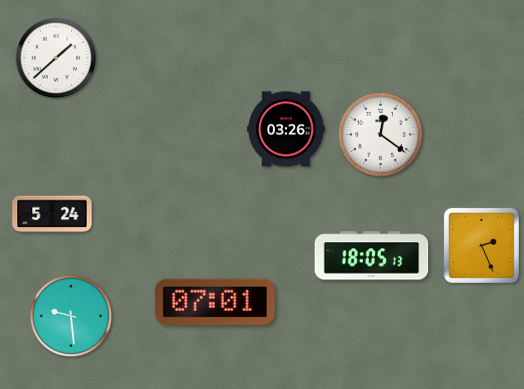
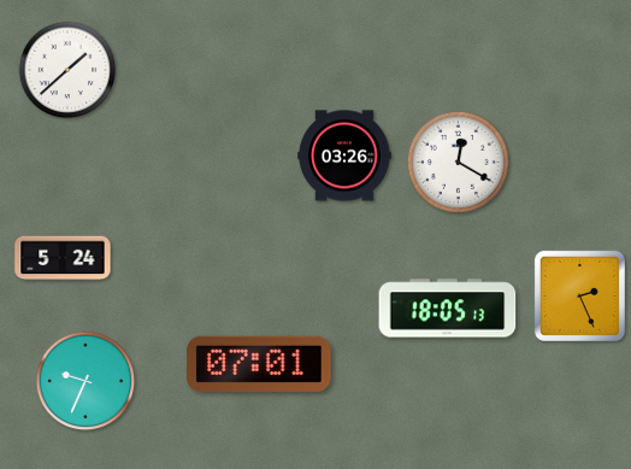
clock at (380, 134): 12:21 -> 12:20
clock at (71, 316): 9:29 -> 9:34
